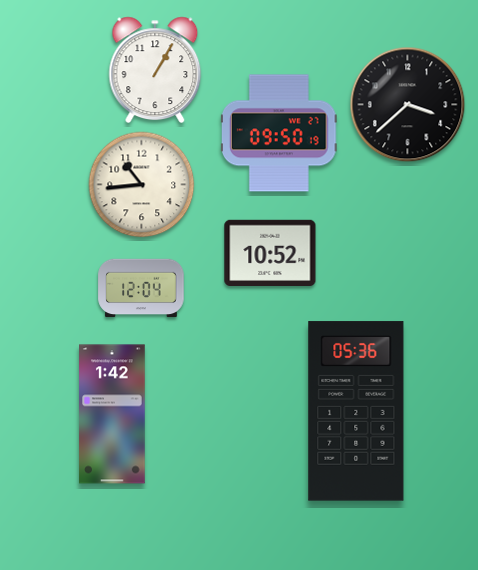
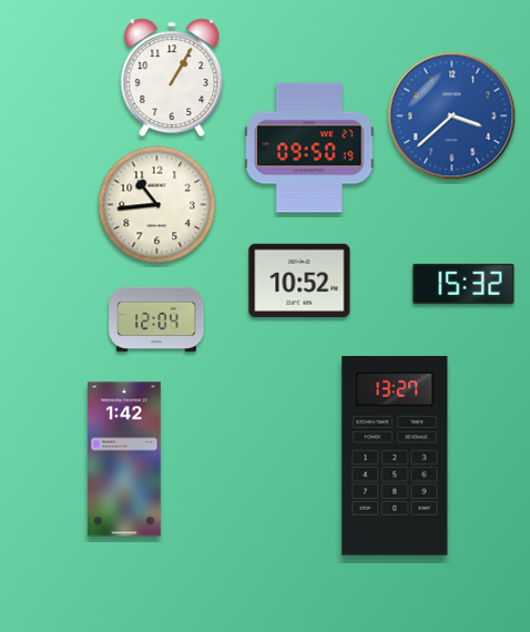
clock at (408, 105) dial: black -> blue
clock at (463, 284): none -> 15:32
clock at (356, 411): 05:36 -> 13:27
